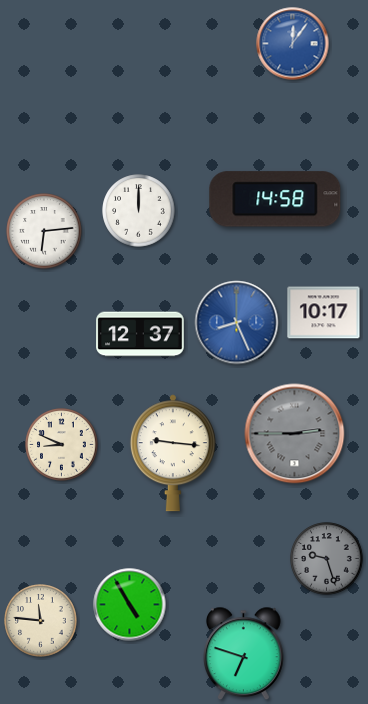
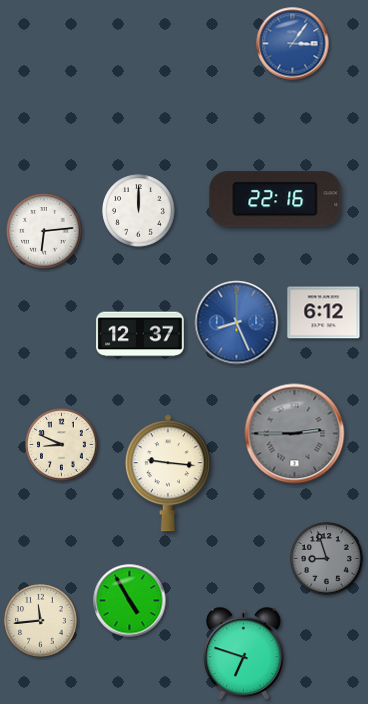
clock at (293, 44): 12:06 -> 3:06
clock at (275, 199): 14:58 -> 22:16
clock at (324, 313): 10:17 -> 6:12
clock at (173, 453) position: (173, 453) -> (168, 473)
clock at (327, 559): 9:27 -> 8:57
clock at (130, 605) position: (130, 605) -> (130, 601)
clock at (41, 621): 11:46 -> 11:44
